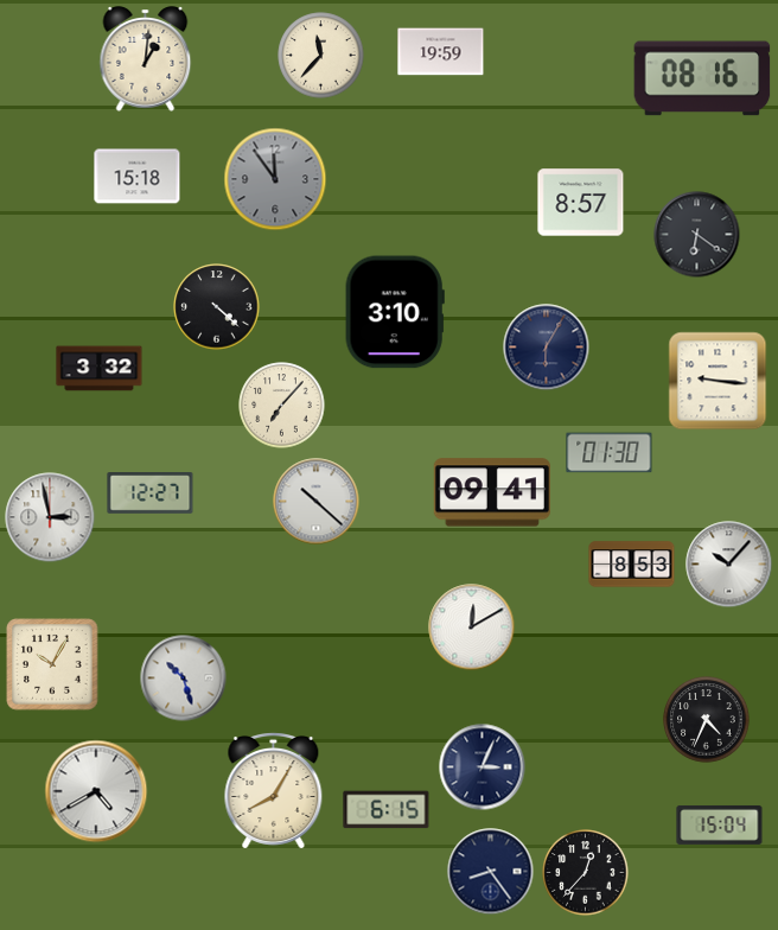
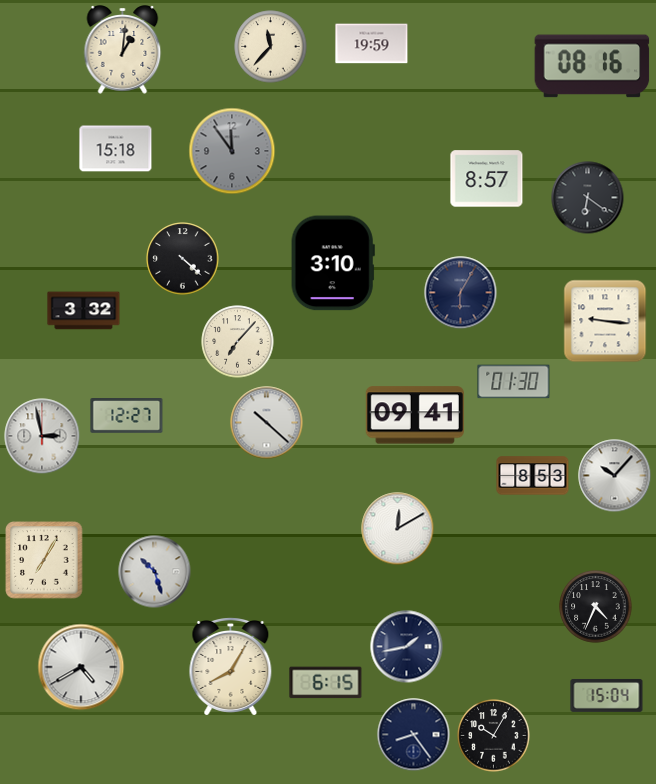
clock at (581, 203) position: (581, 203) -> (487, 179)
clock at (52, 664): 10:05 -> 7:05
clock at (483, 767): 3:04 -> 1:43
clock at (586, 873): 12:37 -> 10:05
